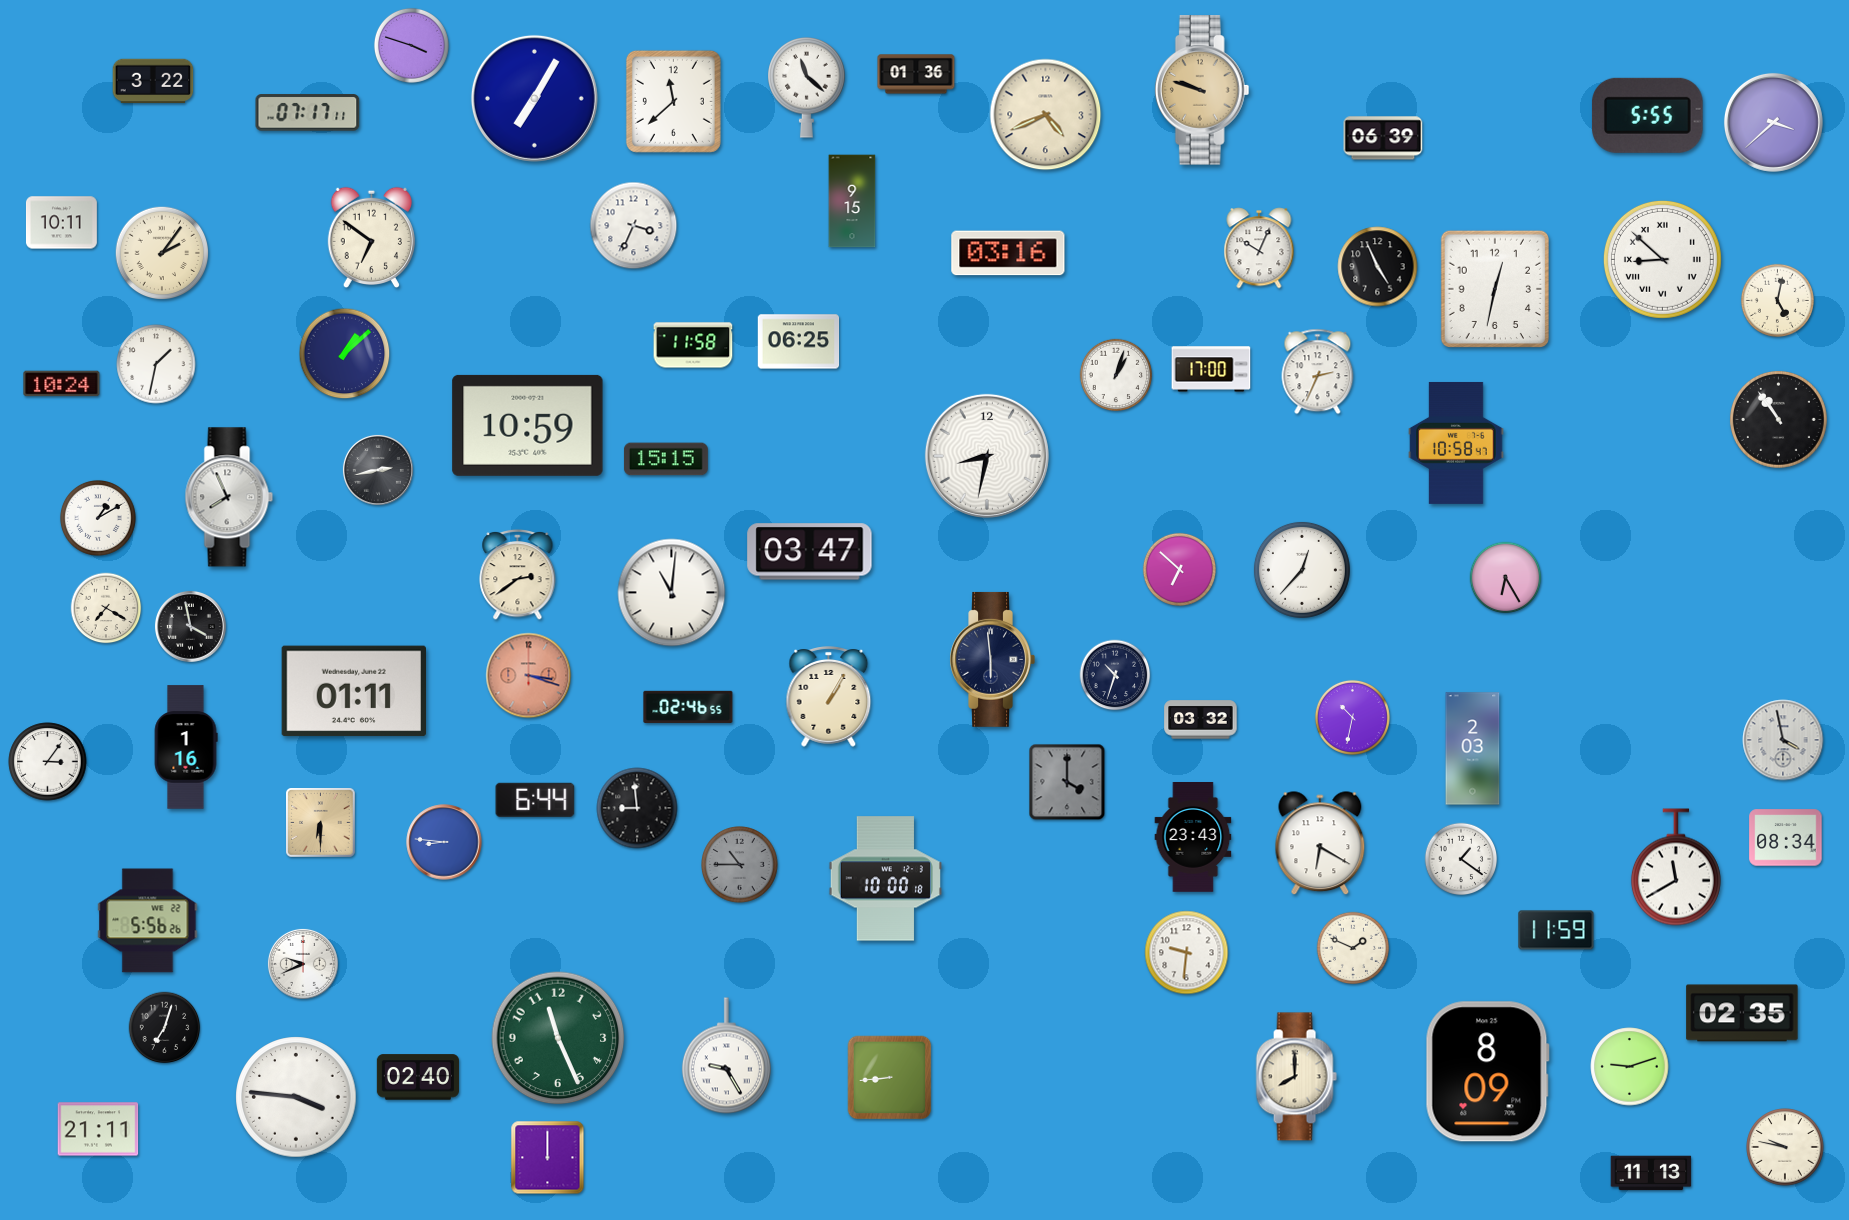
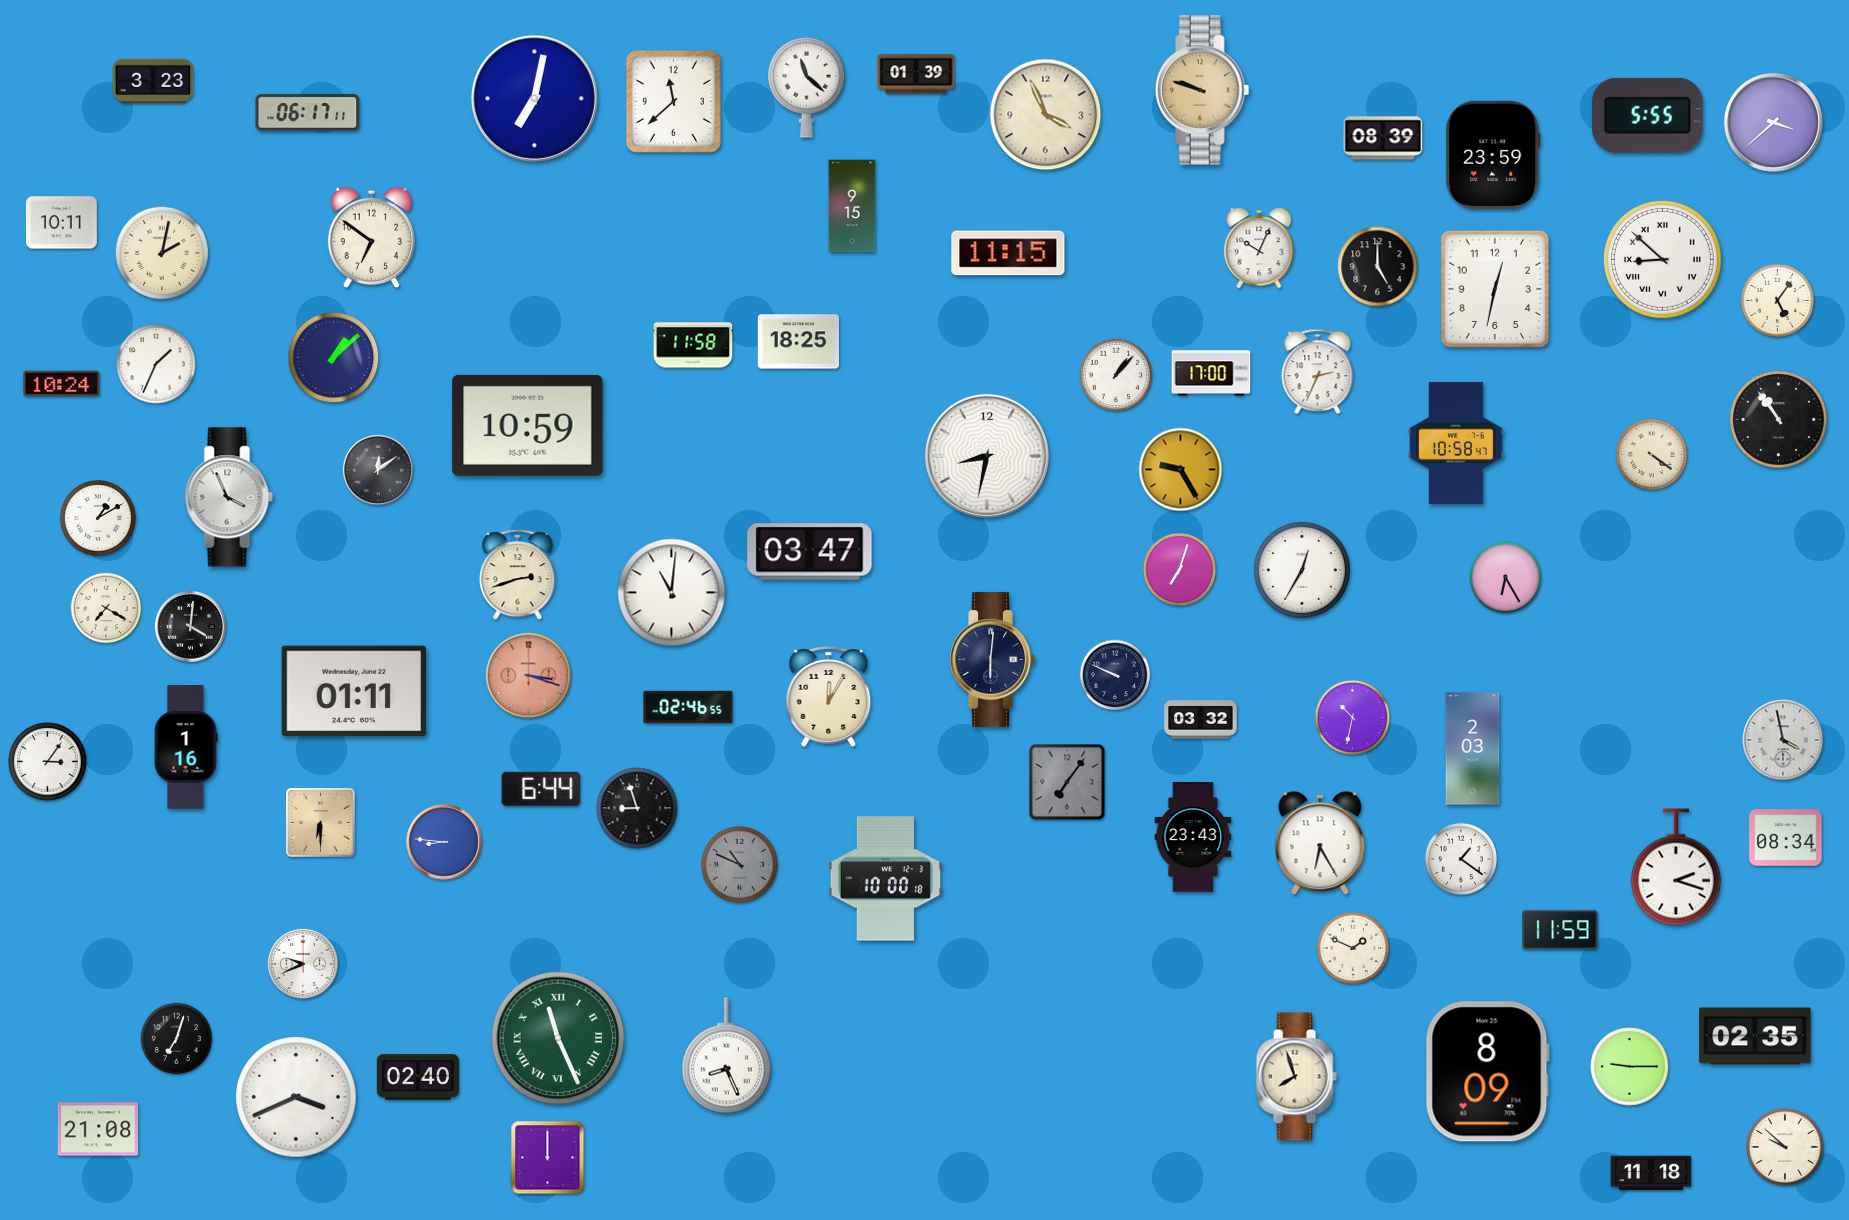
clock at (411, 45): 3:48 -> none
clock at (916, 74): 01:36 -> 01:39
clock at (153, 81): 3:22 -> 3:23
clock at (534, 98): 7:05 -> 7:02
clock at (308, 113): 07:17 -> 06:17
clock at (1046, 115): 4:41 -> 3:56
clock at (1383, 138): 06:39 -> 08:39
clock at (1493, 155): none -> 23:59
clock at (852, 201) position: (852, 201) -> (852, 206)
clock at (634, 226): 3:34 -> none
clock at (162, 253): 2:06 -> 2:02
clock at (1008, 253): 03:16 -> 11:15
clock at (1378, 267): 4:56 -> 5:00
clock at (1777, 300): 5:02 -> 5:06
clock at (799, 342): 06:25 -> 18:25
clock at (345, 354) position: (345, 354) -> (334, 358)
clock at (156, 364): 1:32 -> 1:34
clock at (1211, 369) position: (1211, 369) -> (1211, 373)
clock at (1116, 375): 1:03 -> 1:07
clock at (1652, 455): none -> 4:21
clock at (666, 459): 15:15 -> none
clock at (378, 470): 2:43 -> 12:09
clock at (1181, 470): none -> 9:25
clock at (229, 497): 7:56 -> 3:56
clock at (1179, 569): 6:52 -> 7:03
clock at (1302, 570): 12:37 -> 12:35
clock at (518, 574): 2:39 -> 2:42
clock at (190, 626): 3:58 -> 4:01
clock at (992, 659): 5:59 -> 6:01
clock at (1115, 675): 10:33 -> 9:49
clock at (829, 697): 1:05 -> 12:05
clock at (1067, 782): 4:00 -> 7:06
clock at (535, 800) position: (535, 800) -> (541, 789)
clock at (637, 808): 8:59 -> 8:57
clock at (1320, 844): 6:20 -> 6:25
clock at (740, 865): 10:45 -> 10:49
clock at (1676, 867): 11:40 -> 2:18
clock at (148, 921): 5:56 -> none
clock at (1556, 930) position: (1556, 930) -> (1560, 930)
clock at (1187, 953): 9:31 -> none
clock at (1742, 1013) position: (1742, 1013) -> (1755, 1036)
clock at (165, 1028) position: (165, 1028) -> (177, 1039)
clock at (558, 1038) numerals: Arabic -> Roman
clock at (726, 1056): 9:25 -> 8:26
clock at (1630, 1067): 9:12 -> 9:15
clock at (1296, 1077): 8:00 -> 7:57
clock at (890, 1078): 8:44 -> none
clock at (296, 1097): 3:46 -> 3:41
clock at (98, 1129): 21:11 -> 21:08
clock at (1785, 1147): 9:47 -> 9:52
clock at (1651, 1173): 11:13 -> 11:18
